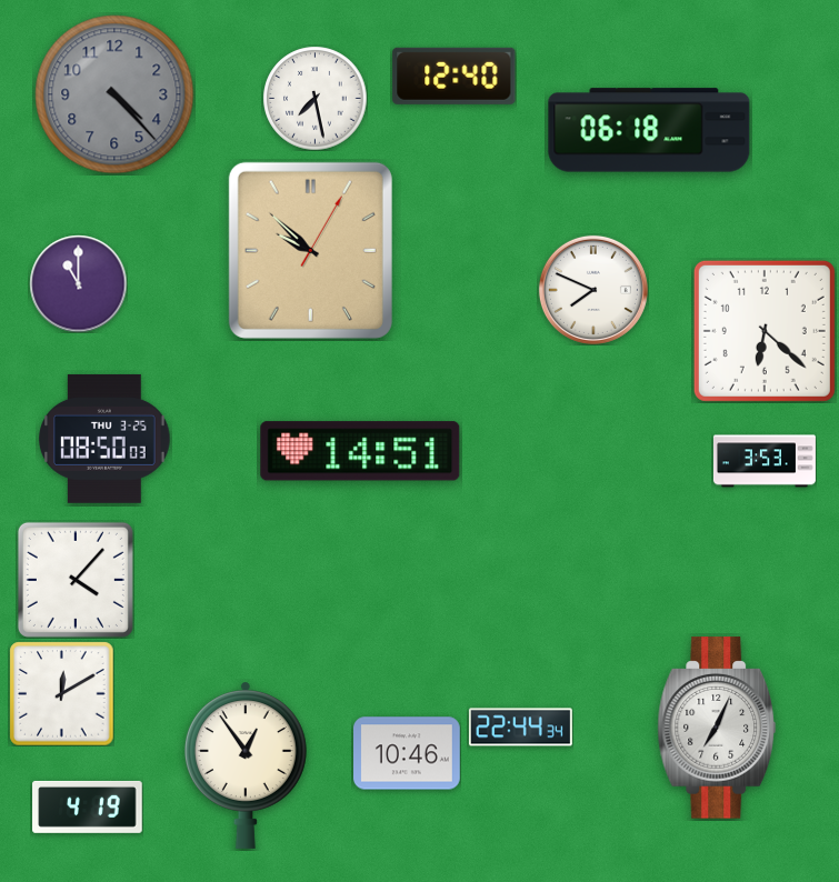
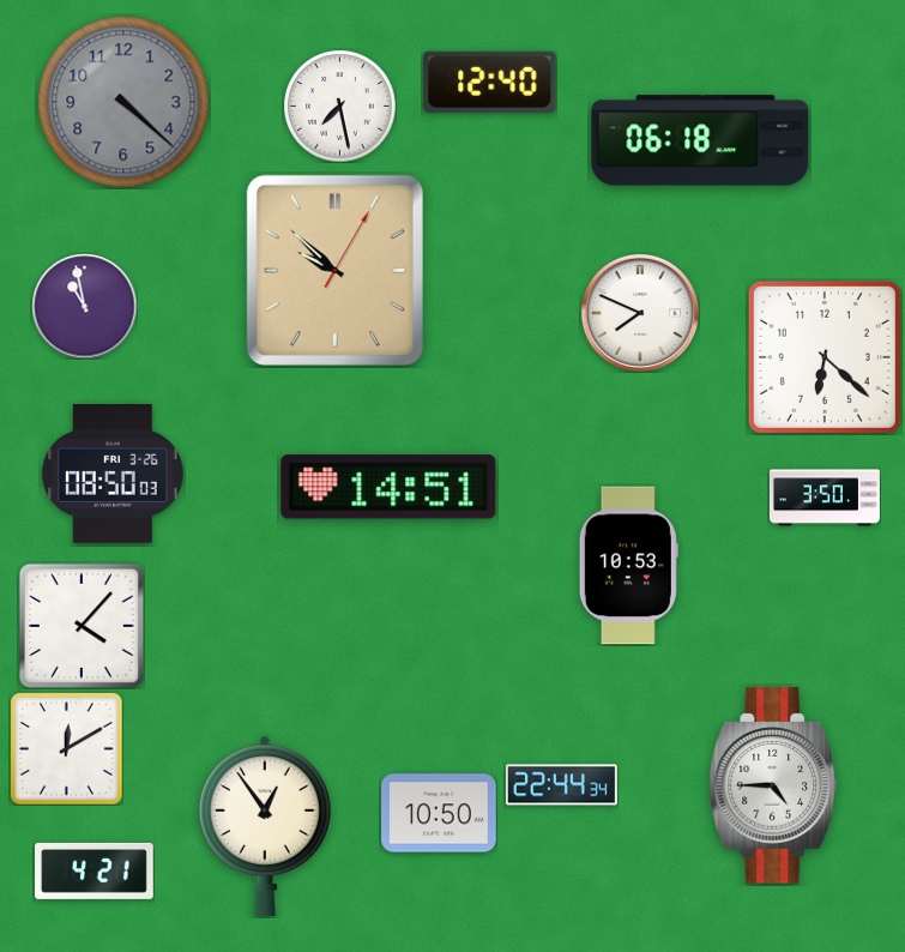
clock at (114, 94): 4:23 -> 4:22
clock at (78, 283): 11:00 -> 10:58
clock at (106, 439) date: THU 3-25 -> FRI 3-26
clock at (765, 461): 3:53 -> 3:50
clock at (628, 566): none -> 10:53
clock at (717, 728): 7:04 -> 4:45
clock at (408, 753): 10:46 -> 10:50
clock at (88, 806): 4:19 -> 4:21
